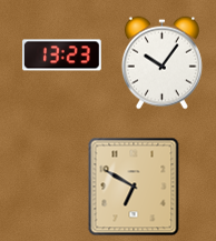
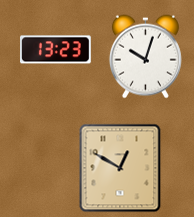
clock at (161, 63): 10:06 -> 10:03
clock at (134, 187): 6:50 -> 12:50
